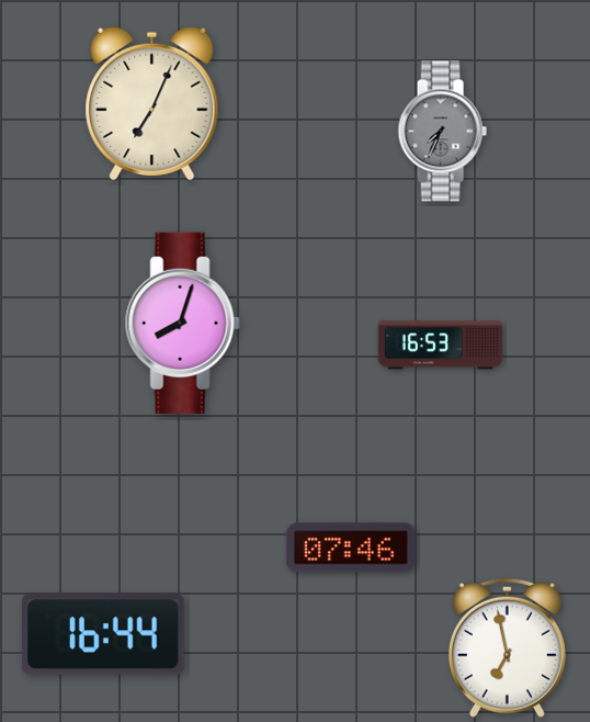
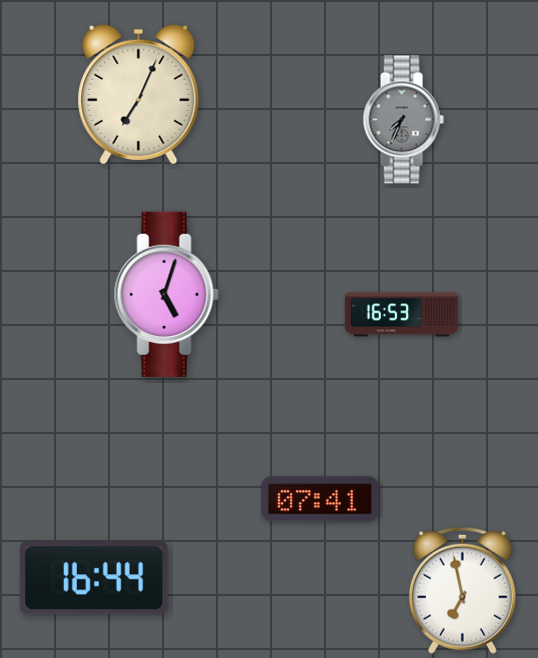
clock at (182, 323): 8:03 -> 5:03
clock at (351, 548): 07:46 -> 07:41
